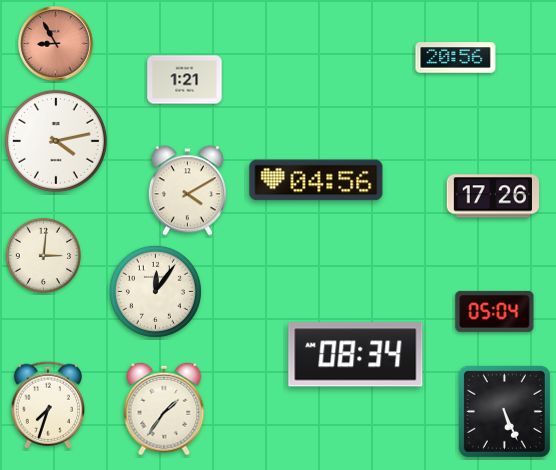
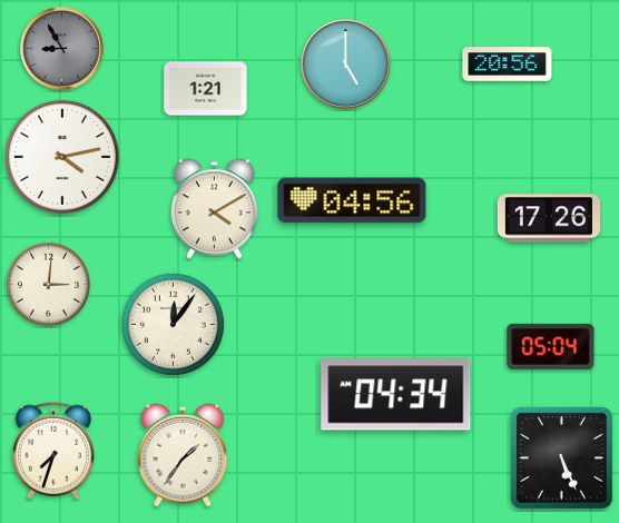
clock at (56, 44) dial: salmon -> grey
clock at (345, 63): none -> 5:00
clock at (187, 191) position: (187, 191) -> (214, 209)
clock at (356, 355): 08:34 -> 04:34
